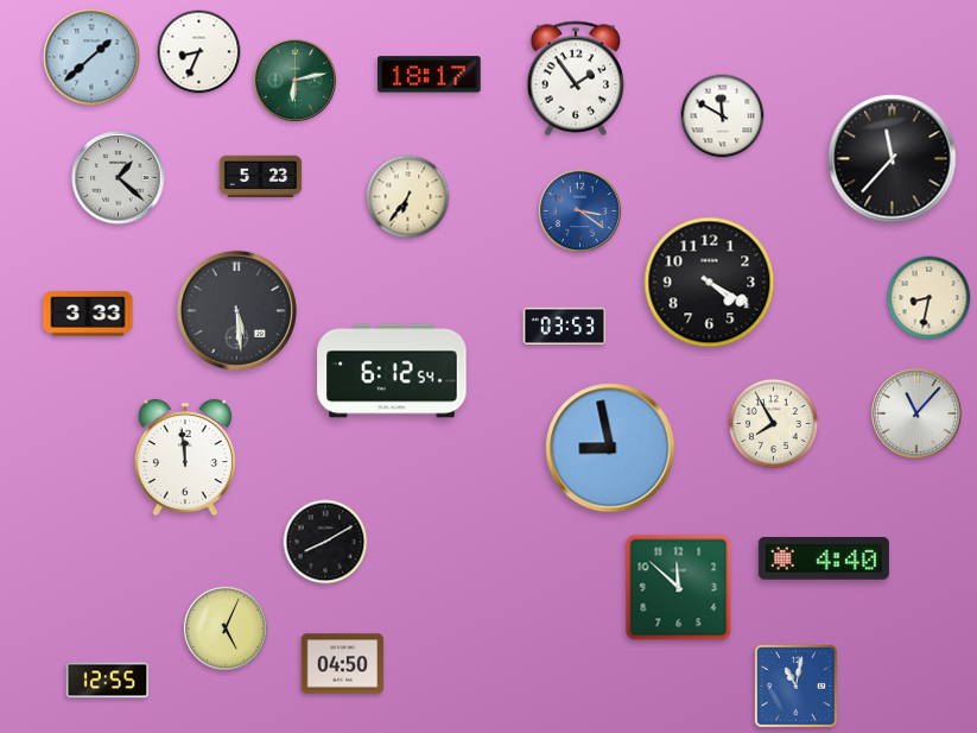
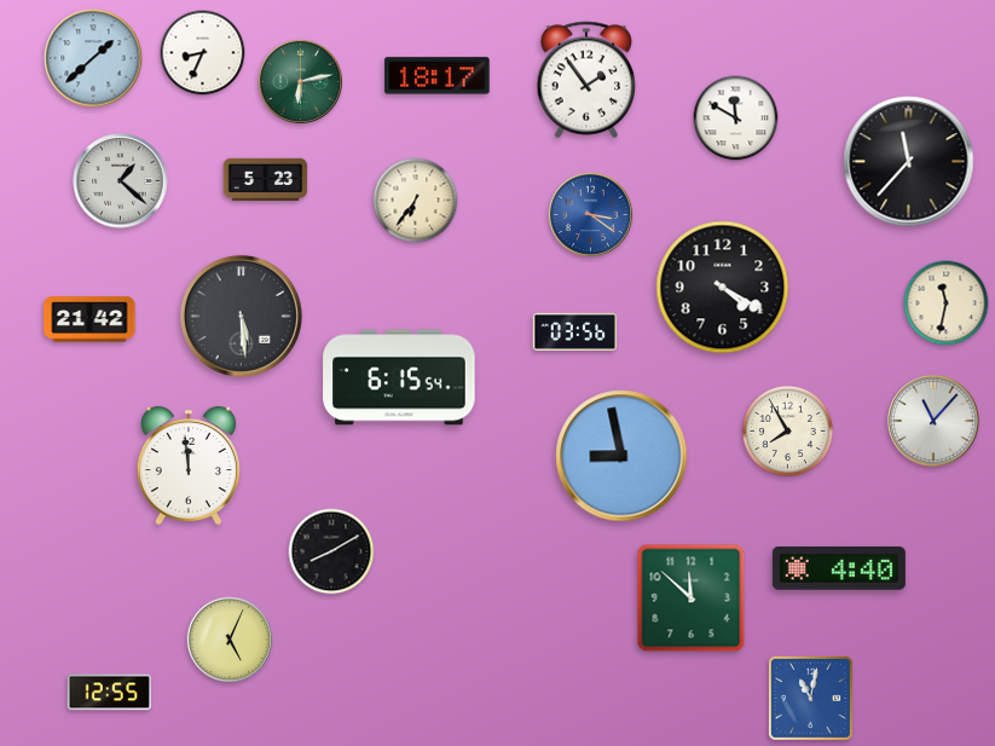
clock at (930, 298): 8:32 -> 11:32
clock at (88, 314): 3:33 -> 21:42
clock at (565, 326): 03:53 -> 03:56
clock at (392, 371): 6:12 -> 6:15
clock at (343, 664): 04:50 -> none
